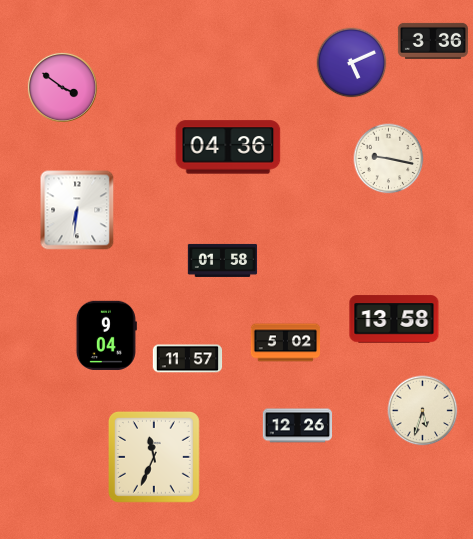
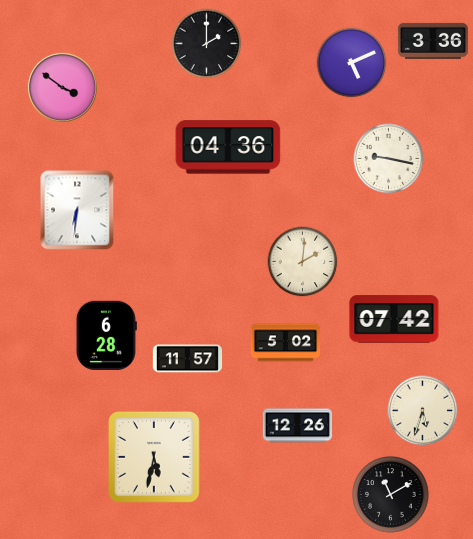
clock at (207, 44): none -> 2:00
clock at (223, 260): 01:58 -> none
clock at (303, 262): none -> 2:01
clock at (394, 319): 13:58 -> 07:42
clock at (106, 335): 9:04 -> 6:28
clock at (154, 457): 11:34 -> 5:32
clock at (391, 495): none -> 11:10
